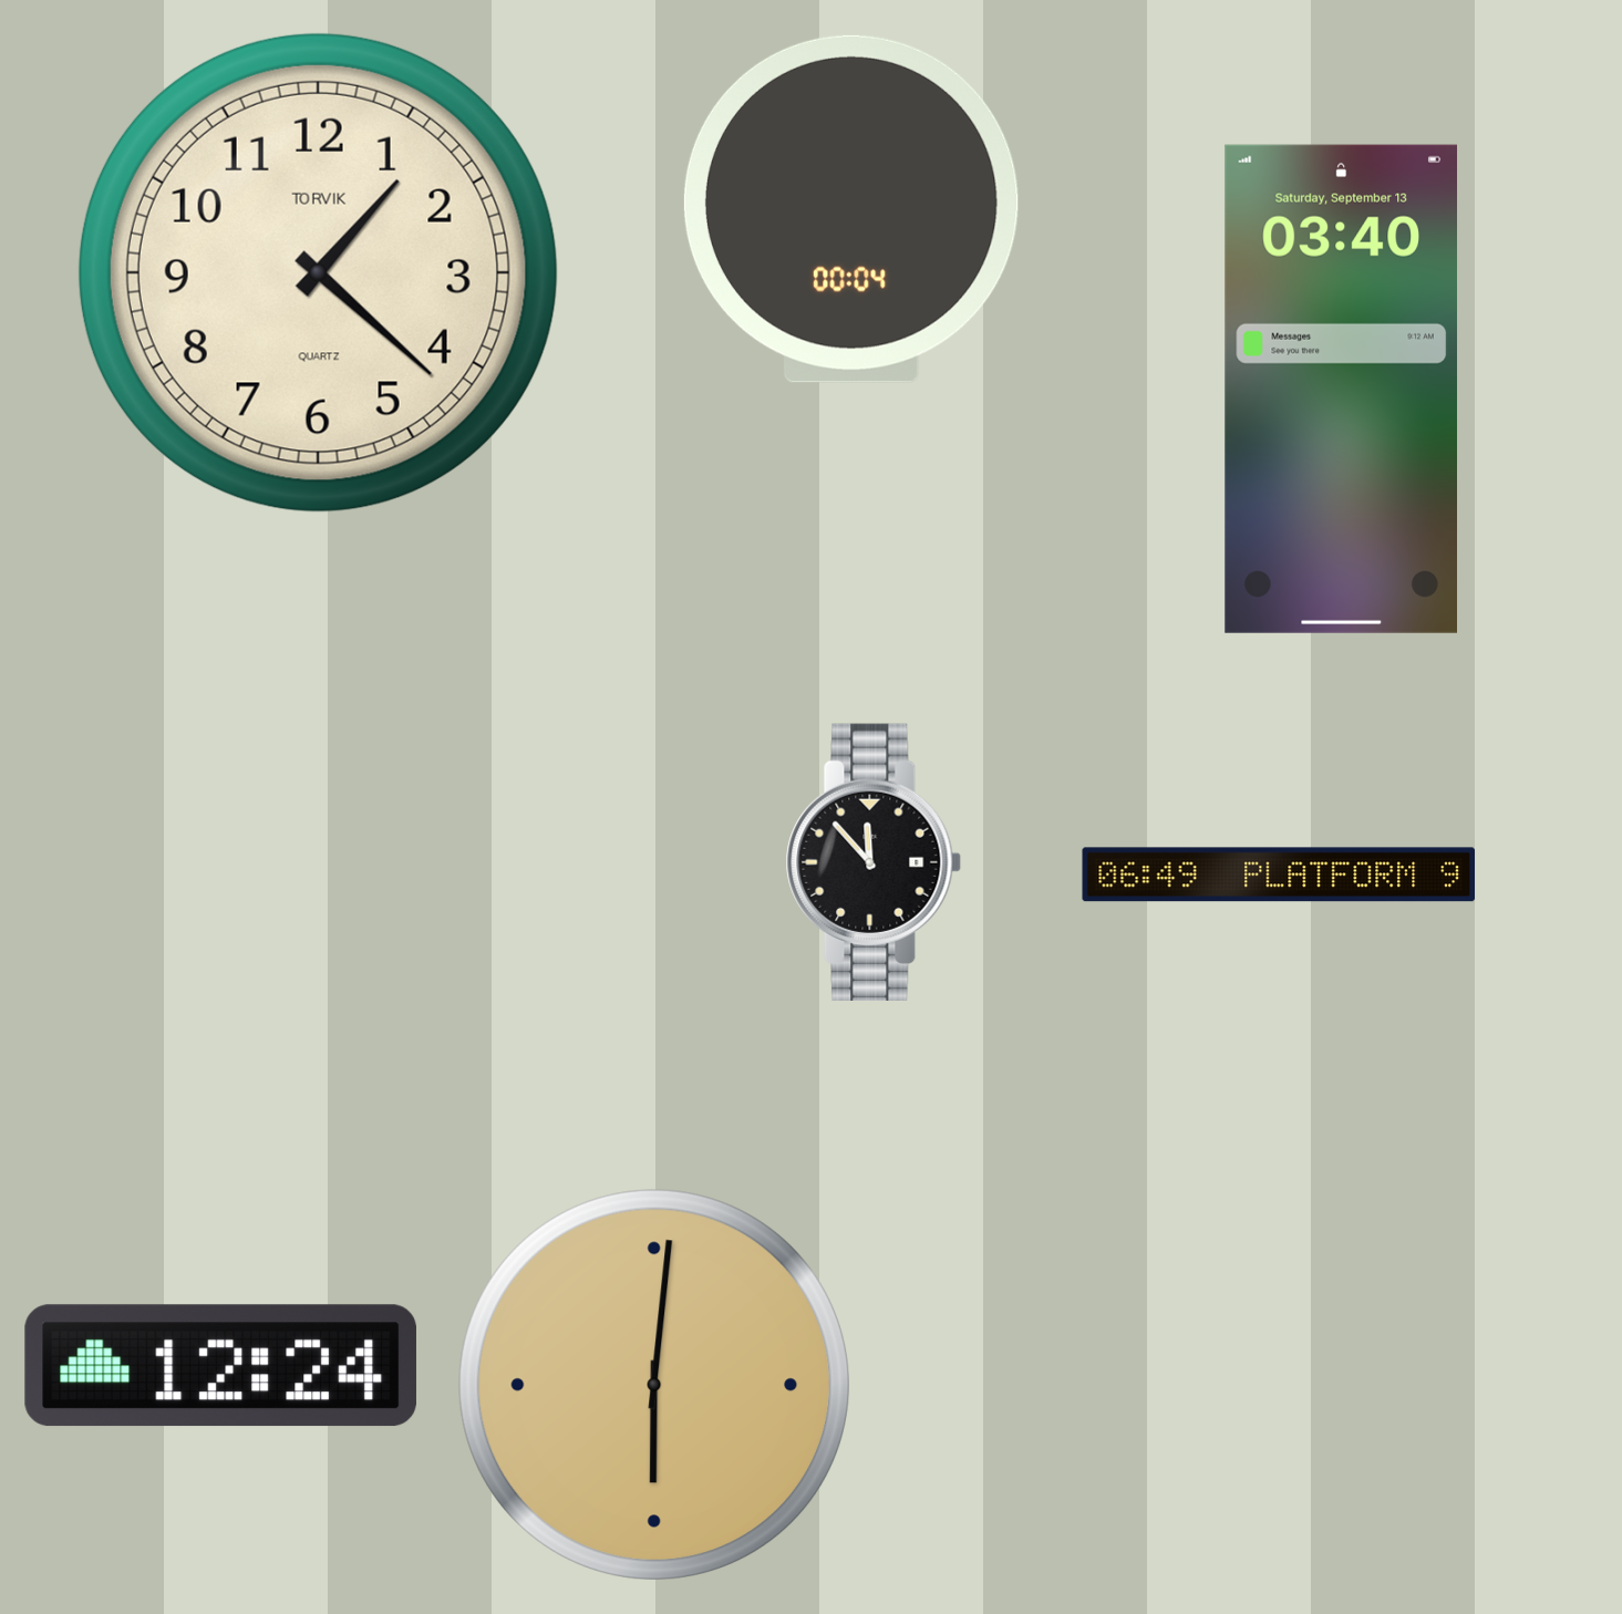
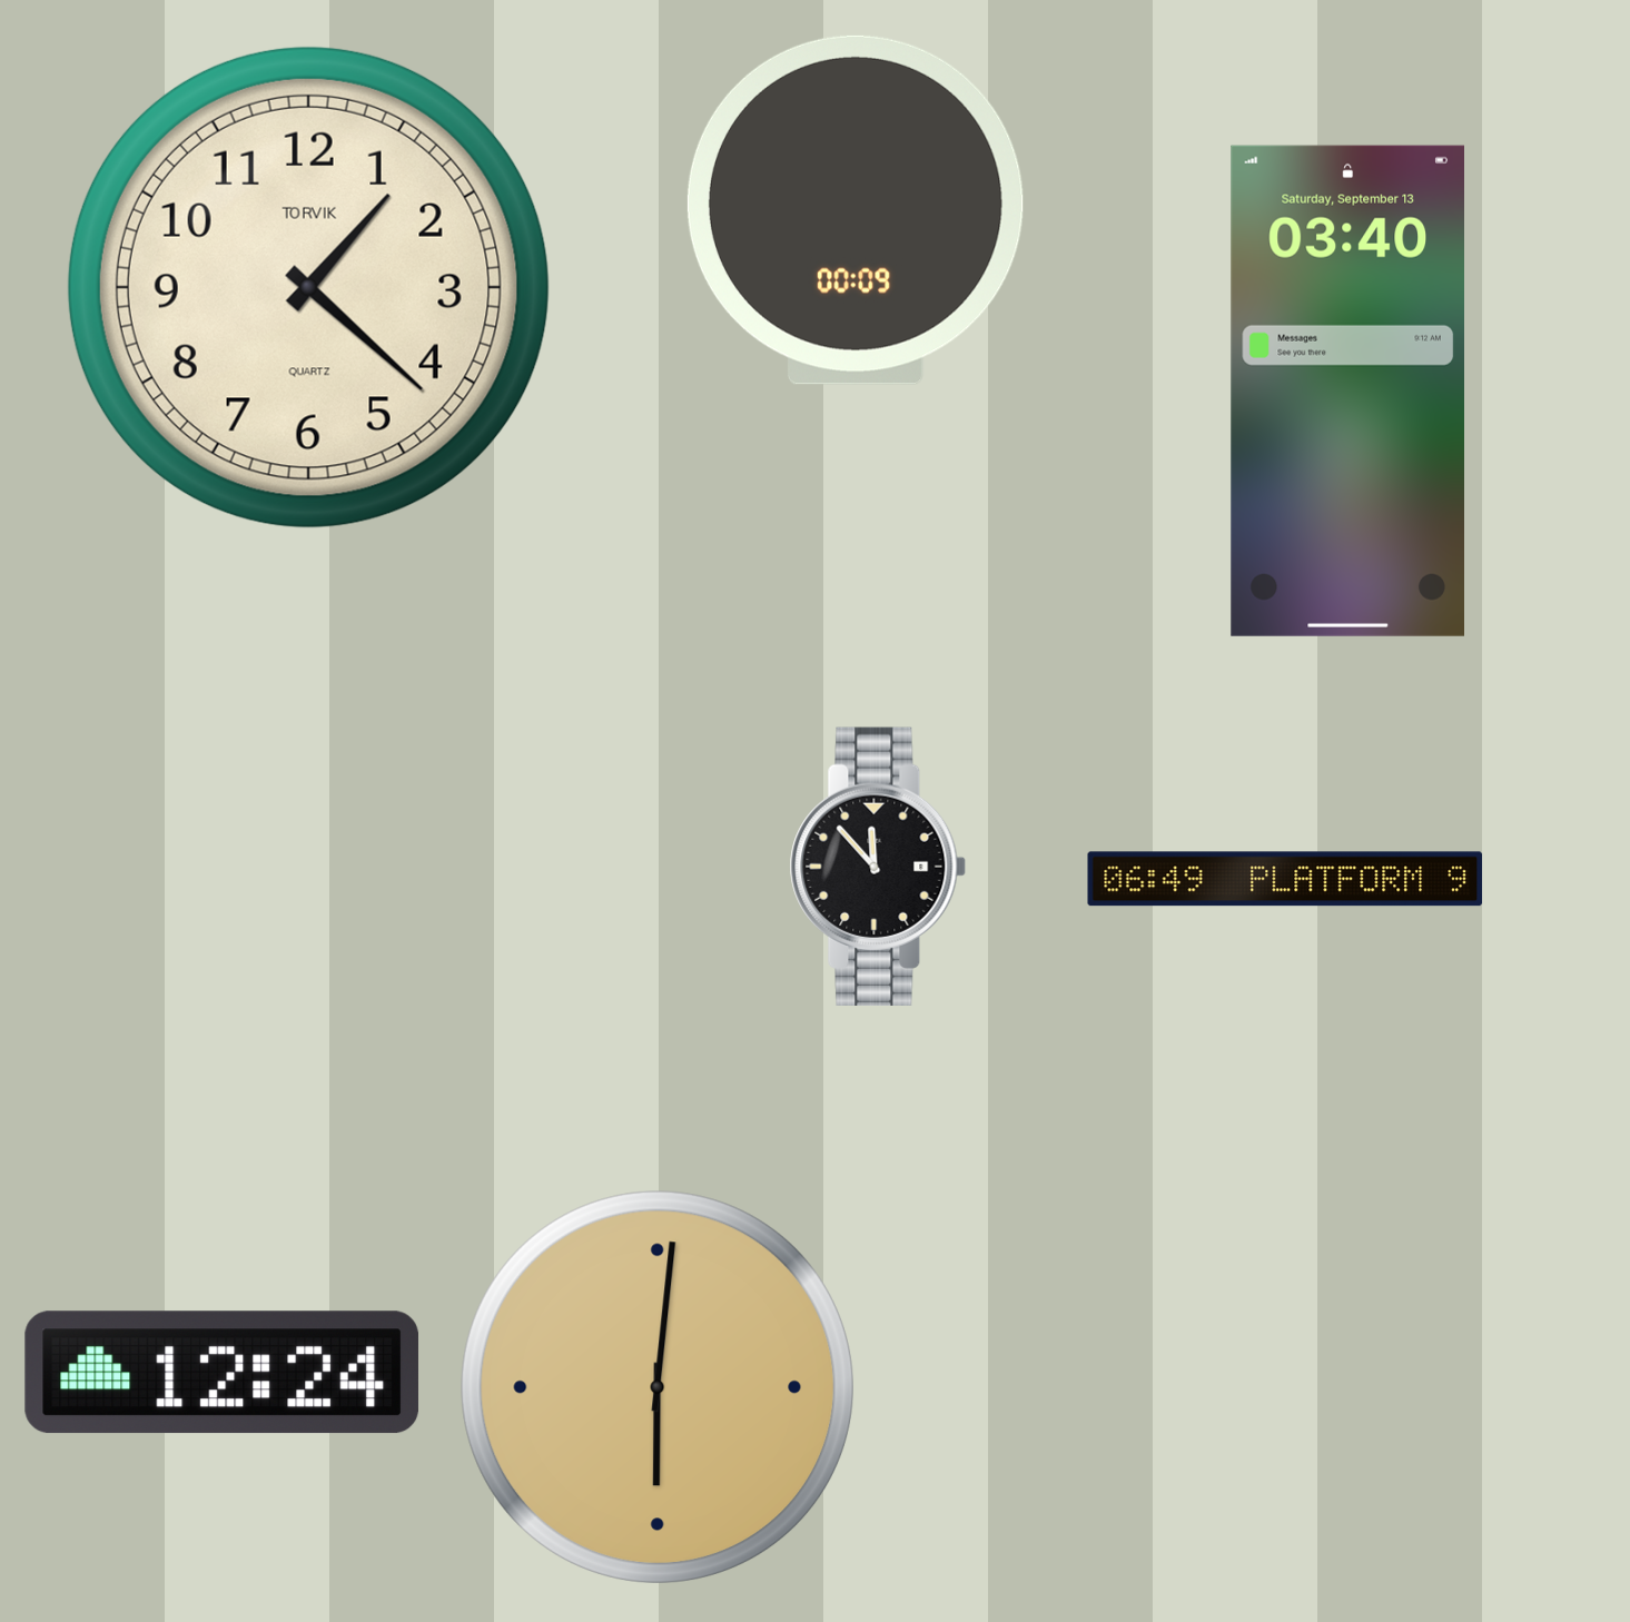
clock at (851, 209): 00:04 -> 00:09
clock at (318, 272) position: (318, 272) -> (308, 287)
clock at (654, 1385) position: (654, 1385) -> (658, 1387)
